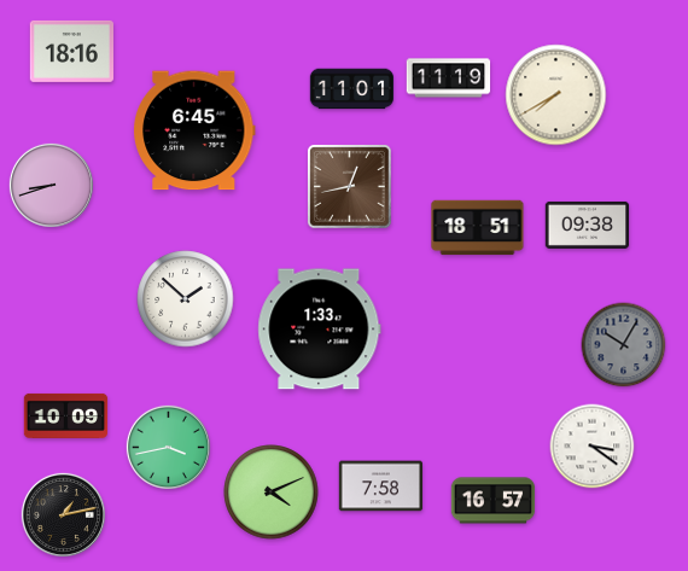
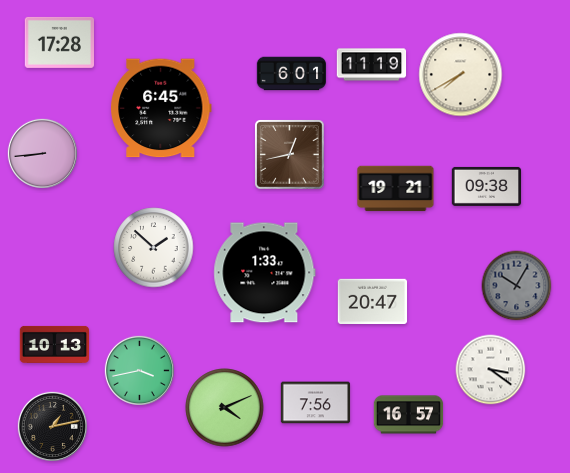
clock at (72, 51): 18:16 -> 17:28
clock at (352, 89): 11:01 -> 6:01
clock at (556, 95) position: (556, 95) -> (461, 75)
clock at (51, 185): 8:42 -> 8:44
clock at (478, 228): 18:51 -> 19:21
clock at (373, 302): none -> 20:47
clock at (66, 415): 10:09 -> 10:13
clock at (381, 486): 7:58 -> 7:56
